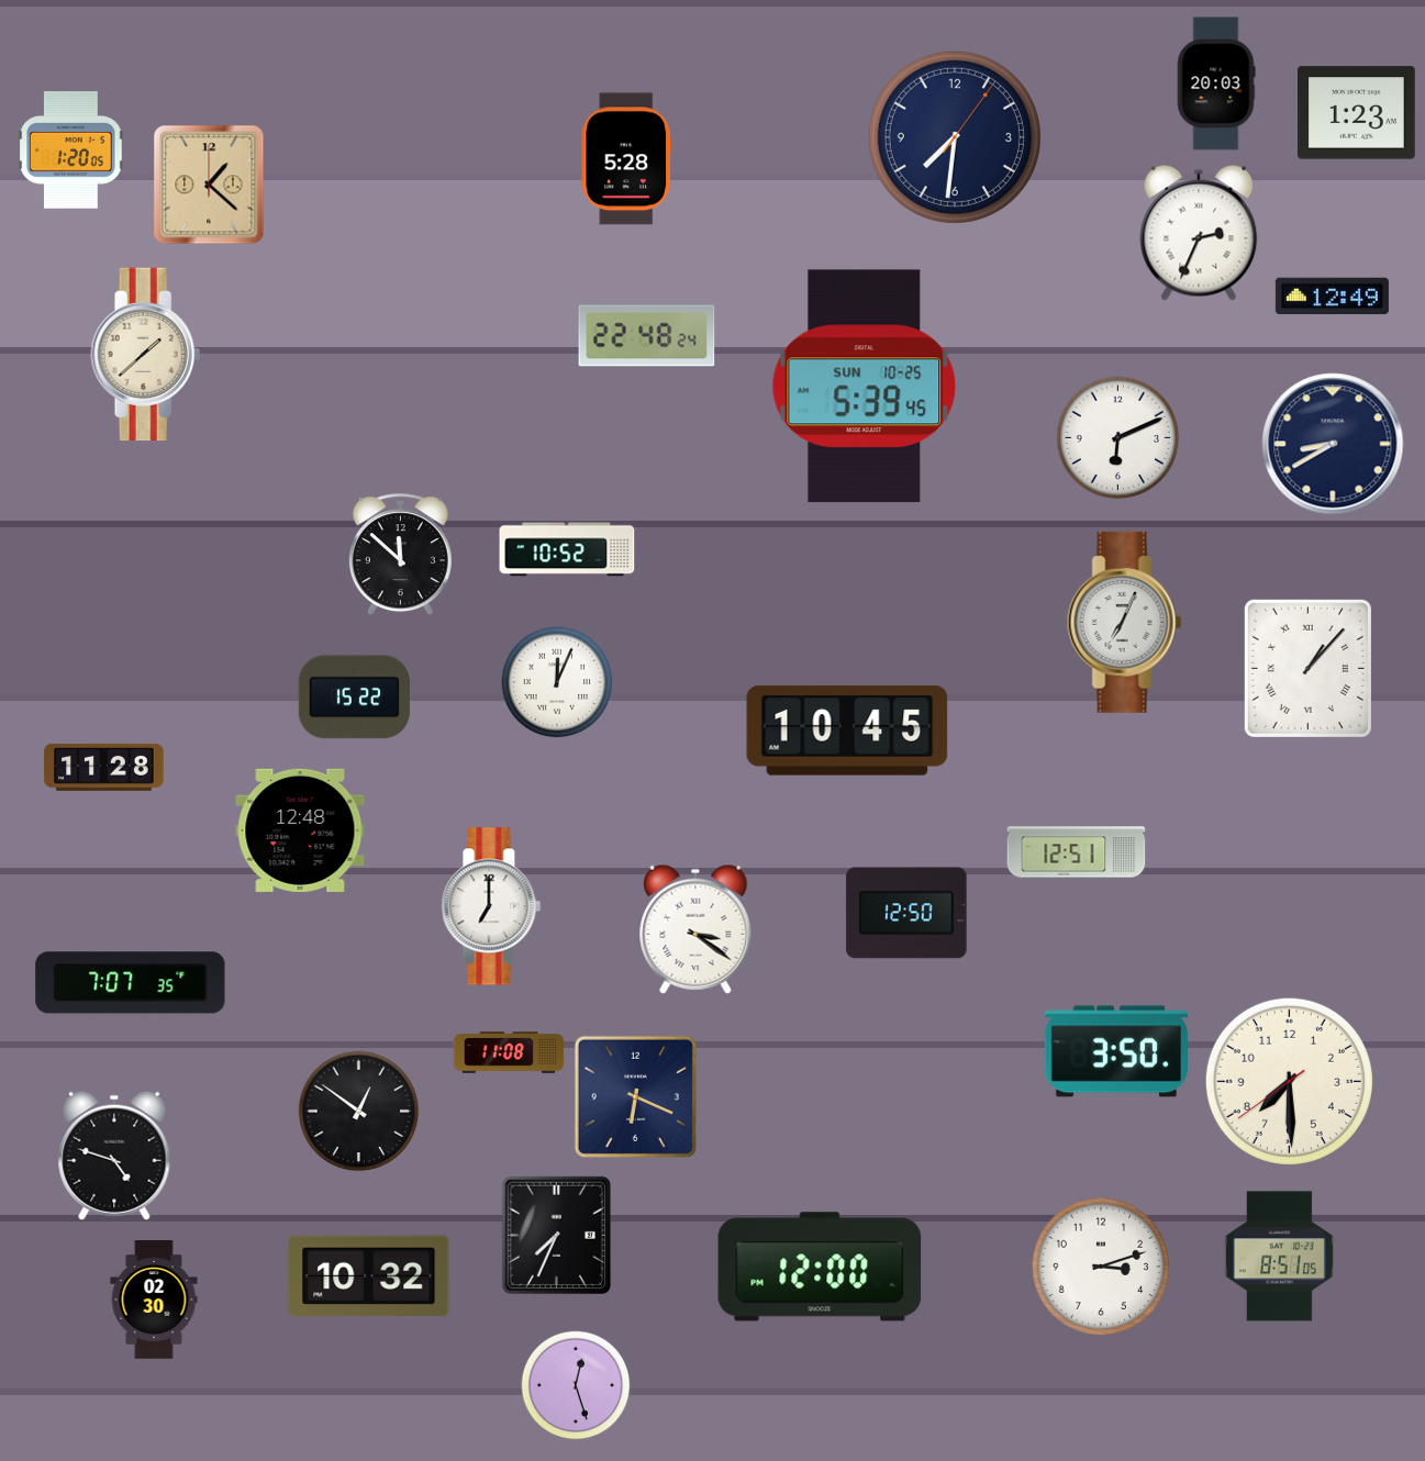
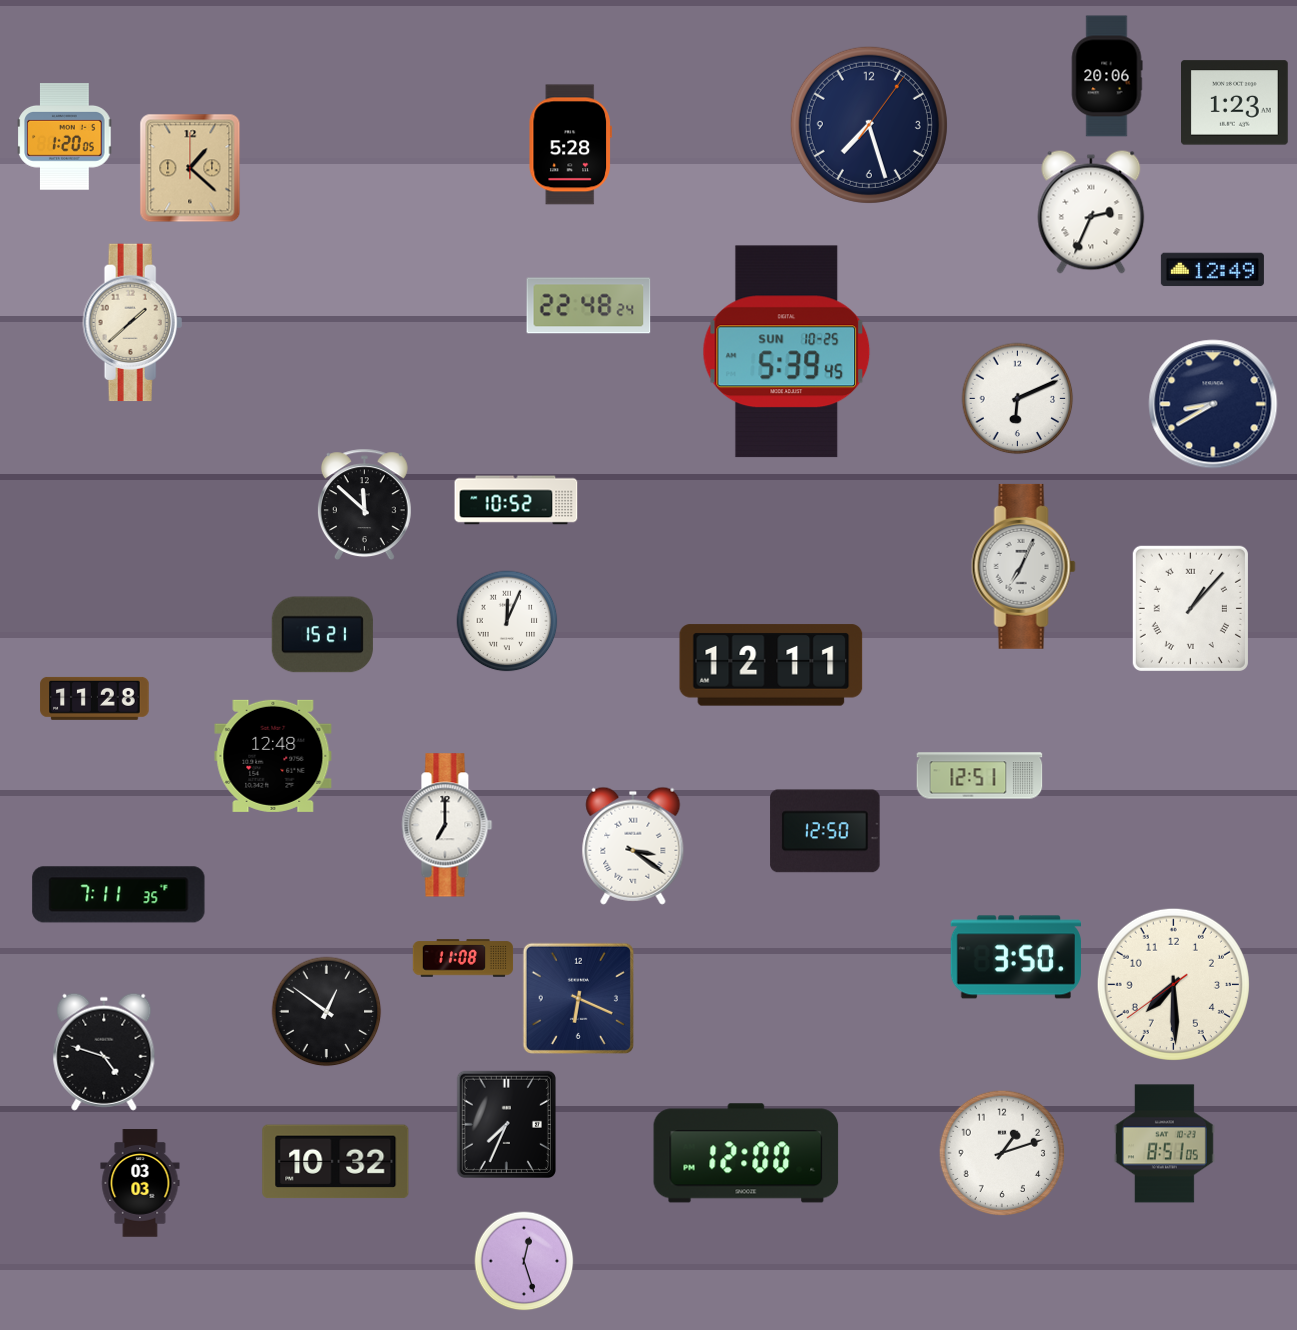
clock at (1216, 83): 20:03 -> 20:06
clock at (955, 137): 7:31 -> 7:27
clock at (354, 698): 15:22 -> 15:21
clock at (847, 730): 10:45 -> 12:11
clock at (131, 983): 7:07 -> 7:11
clock at (1101, 1267): 3:12 -> 1:12
clock at (154, 1300): 02:30 -> 03:03
